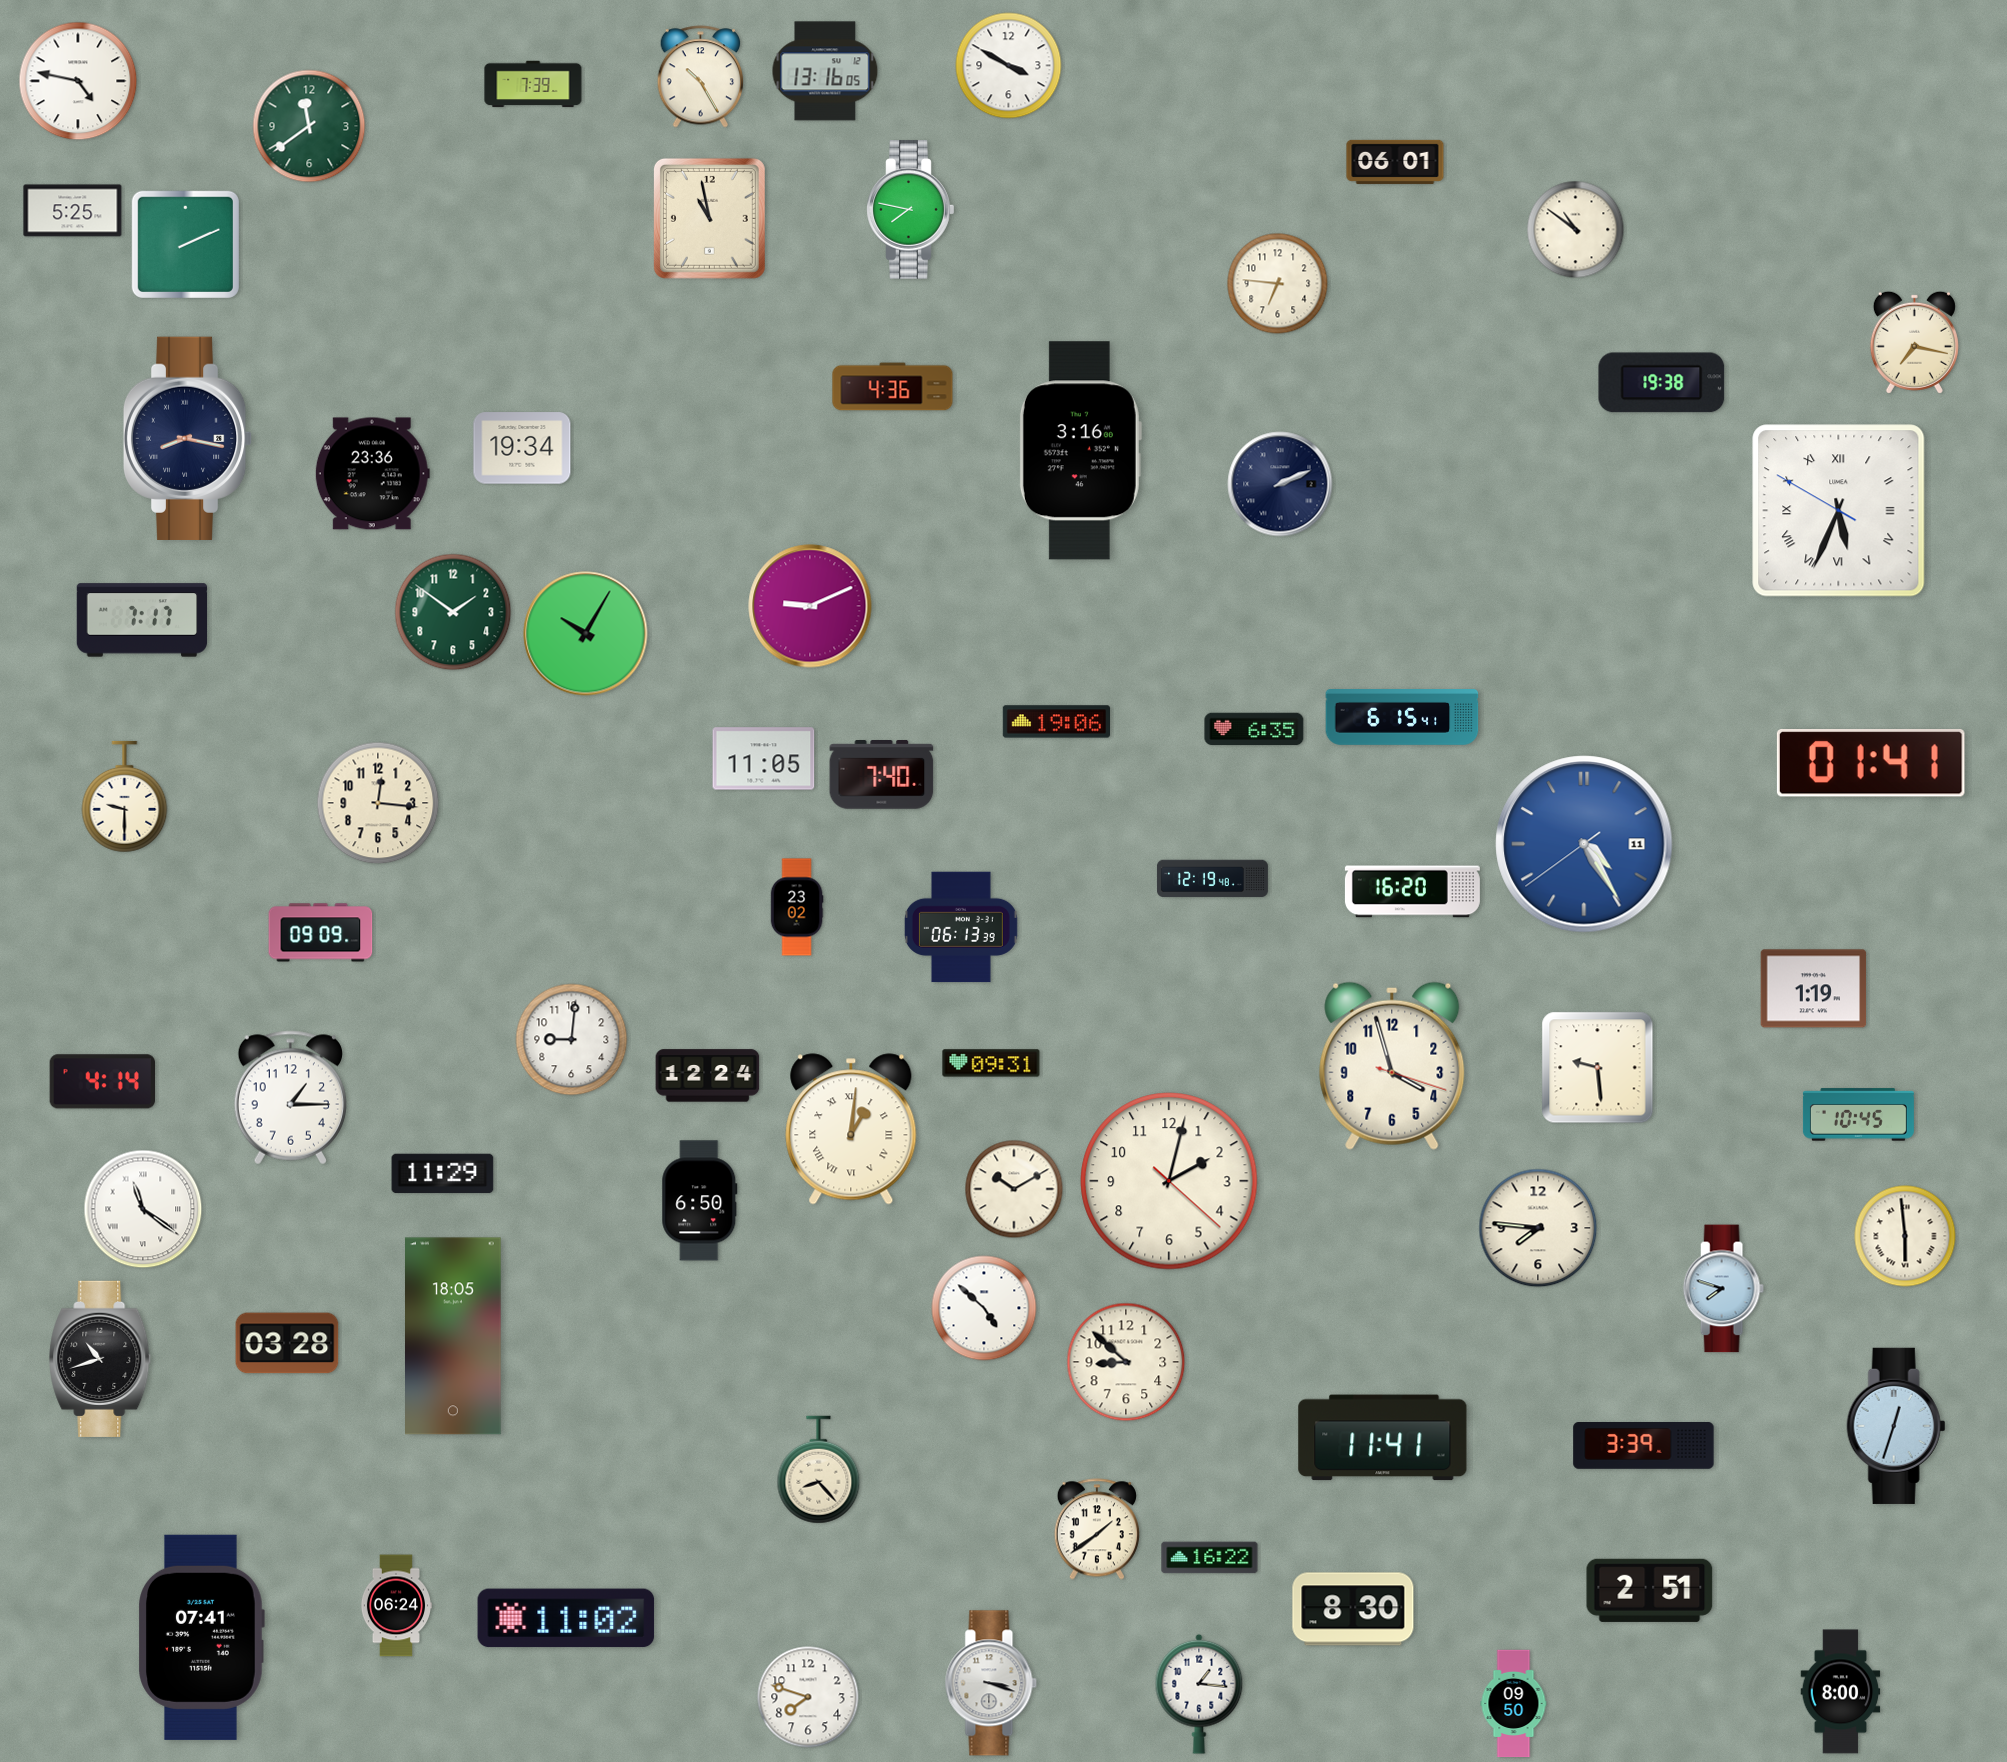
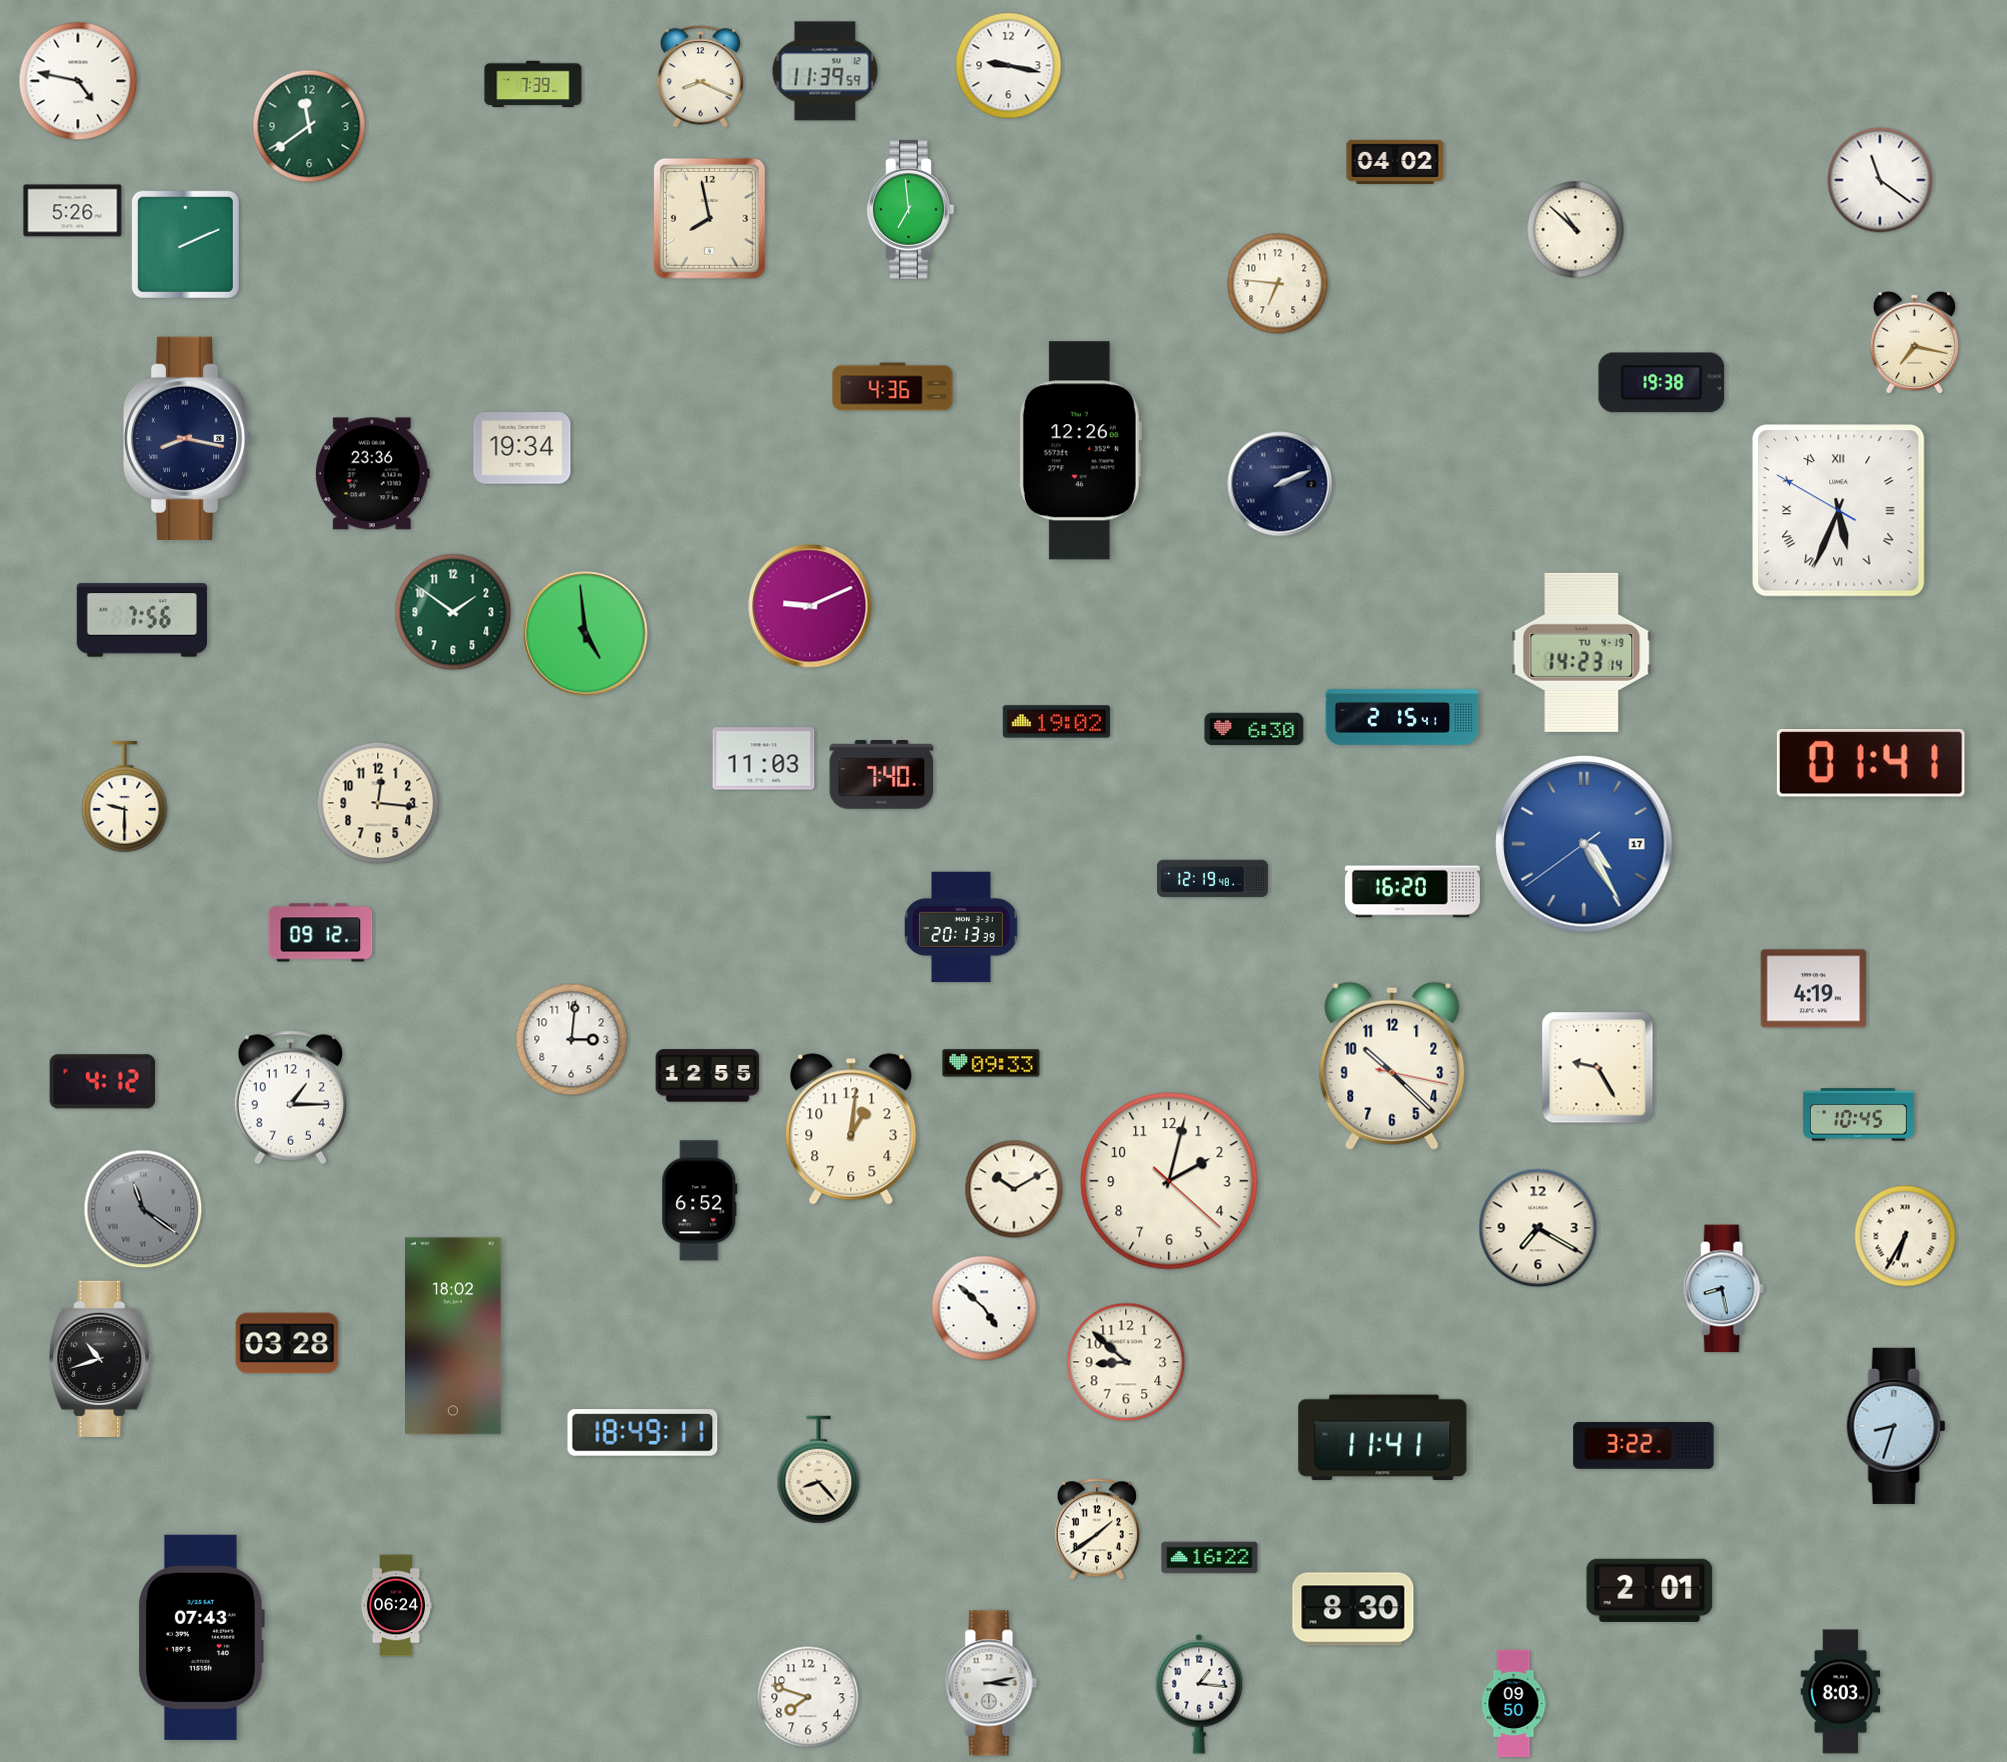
clock at (1009, 66): 3:50 -> 9:17
clock at (825, 71): 13:16 -> 11:39
clock at (701, 77): 10:25 -> 8:19
clock at (1395, 162): 06:01 -> 04:02
clock at (1880, 180): none -> 11:21
clock at (911, 210): 7:47 -> 6:59
clock at (73, 211): 5:25 -> 5:26
clock at (709, 218): 10:58 -> 7:58
clock at (1576, 230): 10:51 -> 10:52
clock at (1080, 451): 3:16 -> 12:26
clock at (142, 620): 7:17 -> 7:56
clock at (586, 634): 10:05 -> 4:59
clock at (1582, 652): none -> 14:23
clock at (1402, 718): 6:15 -> 2:15
clock at (1056, 722): 19:06 -> 19:02
clock at (1254, 729): 6:35 -> 6:30
clock at (764, 759): 11:05 -> 11:03
clock at (1584, 844) date: 11 -> 17
clock at (797, 907): 23:02 -> none
clock at (961, 927): 06:13 -> 20:13
clock at (321, 933): 09:09 -> 09:12
clock at (1814, 989): 1:19 -> 4:19
clock at (572, 1040): 9:01 -> 3:01
clock at (991, 1063): 09:31 -> 09:33
clock at (1392, 1066): 3:57 -> 10:22
clock at (1598, 1068): 9:29 -> 9:25
clock at (708, 1076): 12:24 -> 12:55
clock at (102, 1082): 4:14 -> 4:12
clock at (851, 1129) numerals: Roman -> Arabic
clock at (443, 1174): 11:29 -> none
clock at (700, 1201): 6:50 -> 6:52
clock at (143, 1209) dial: white -> grey
clock at (1538, 1228): 7:46 -> 7:20
clock at (1905, 1236): 5:59 -> 6:35
clock at (1723, 1289): 7:48 -> 8:28
clock at (454, 1336): 18:05 -> 18:02
clock at (1896, 1426): 12:33 -> 8:33
clock at (643, 1433): none -> 18:49
clock at (1644, 1446): 3:39 -> 3:22
clock at (1650, 1590): 2:51 -> 2:01
clock at (566, 1618): 11:02 -> none
clock at (201, 1637): 07:41 -> 07:43
clock at (991, 1683): 3:18 -> 3:13
clock at (1841, 1692): 8:00 -> 8:03
